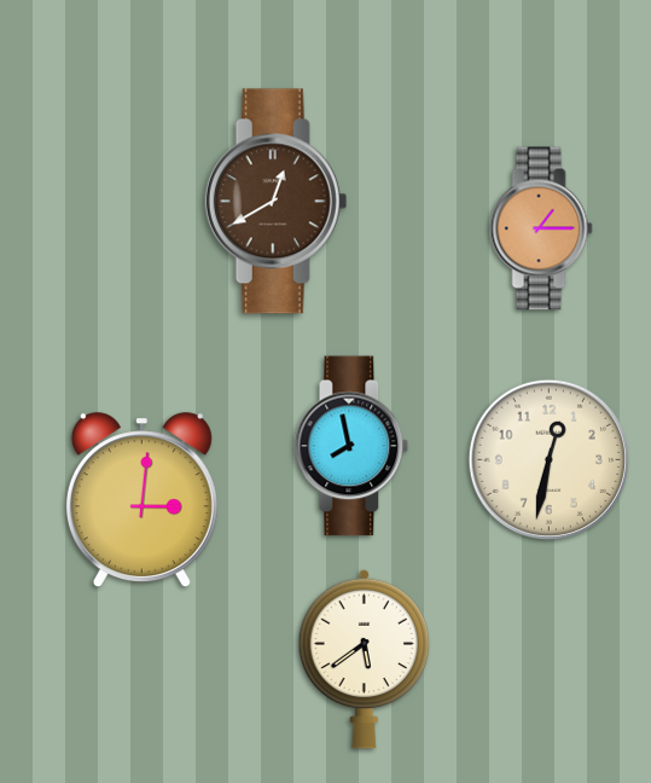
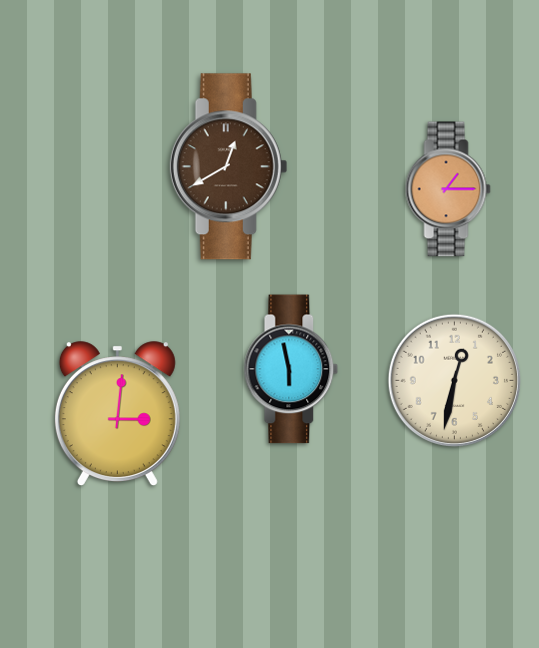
clock at (351, 446): 7:58 -> 5:58
clock at (365, 659): 5:39 -> none
